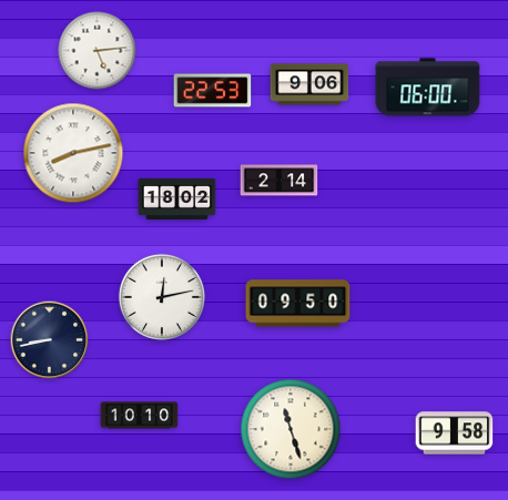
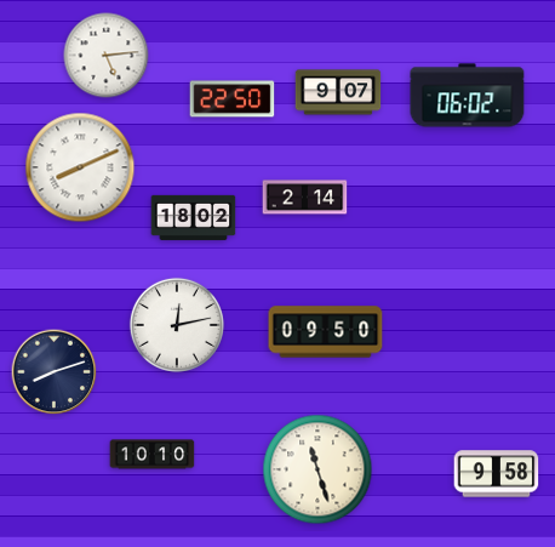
clock at (309, 84): 9:06 -> 9:07
clock at (428, 88): 06:00 -> 06:02
clock at (213, 91): 22:53 -> 22:50
clock at (73, 153): 8:13 -> 8:11
clock at (50, 340): 8:43 -> 8:12
